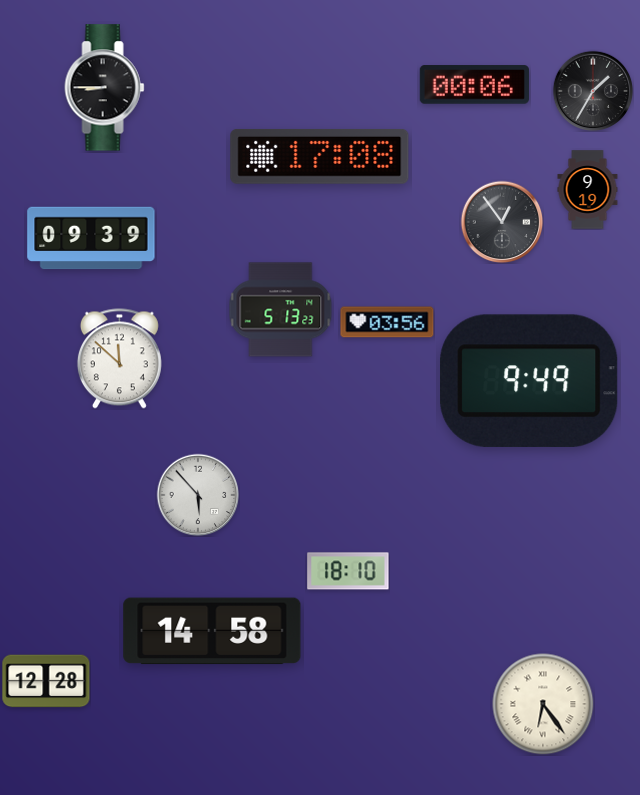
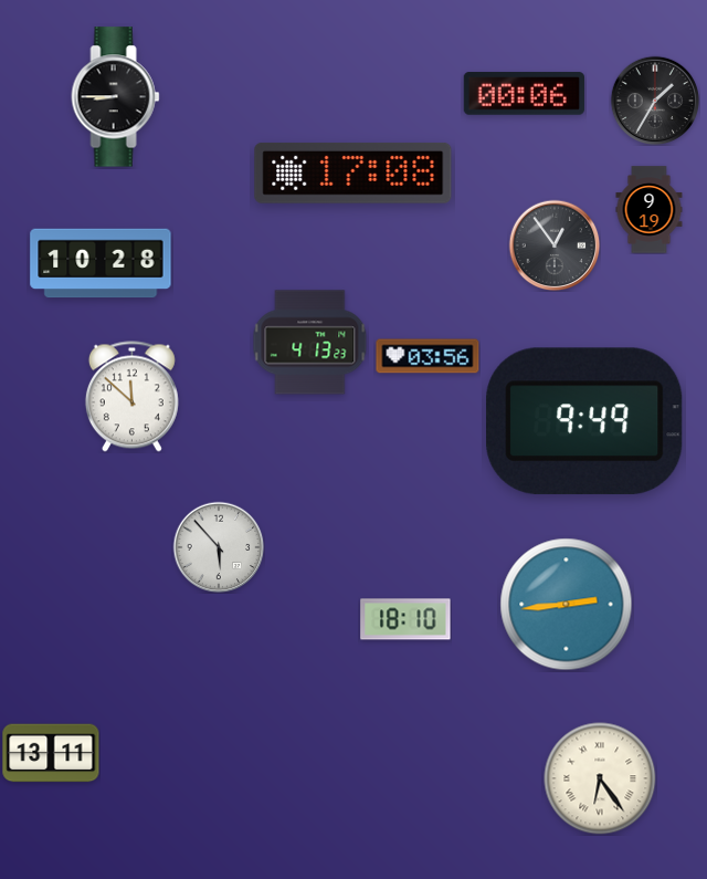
clock at (91, 238): 09:39 -> 10:28
clock at (281, 310): 5:13 -> 4:13
clock at (567, 605): none -> 2:44
clock at (348, 571) position: (348, 571) -> (405, 619)
clock at (212, 631): 14:58 -> none
clock at (46, 681): 12:28 -> 13:11
